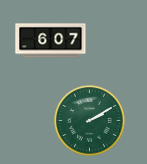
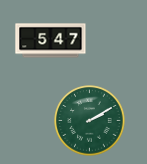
clock at (51, 41): 6:07 -> 5:47
